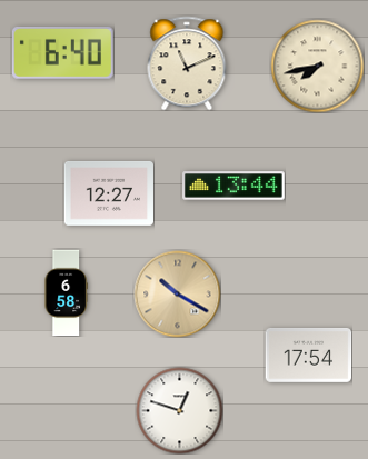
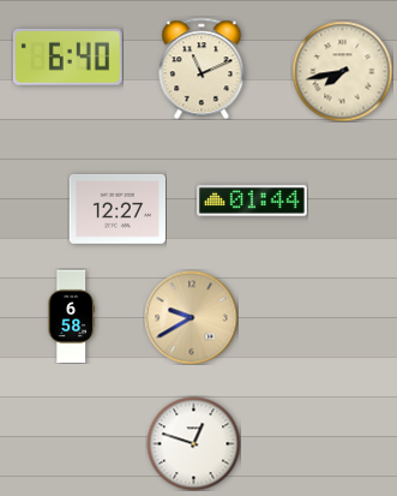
clock at (233, 186): 13:44 -> 01:44
clock at (177, 293): 10:20 -> 9:40
clock at (308, 355): 17:54 -> none
